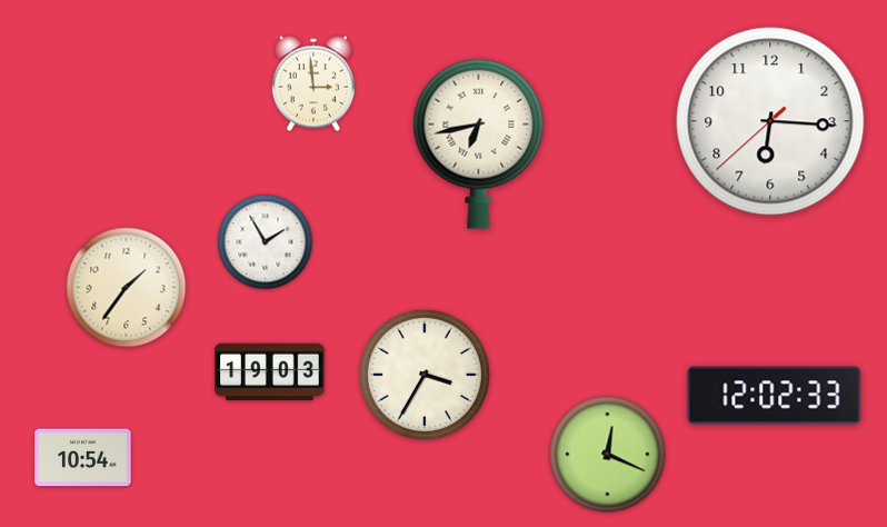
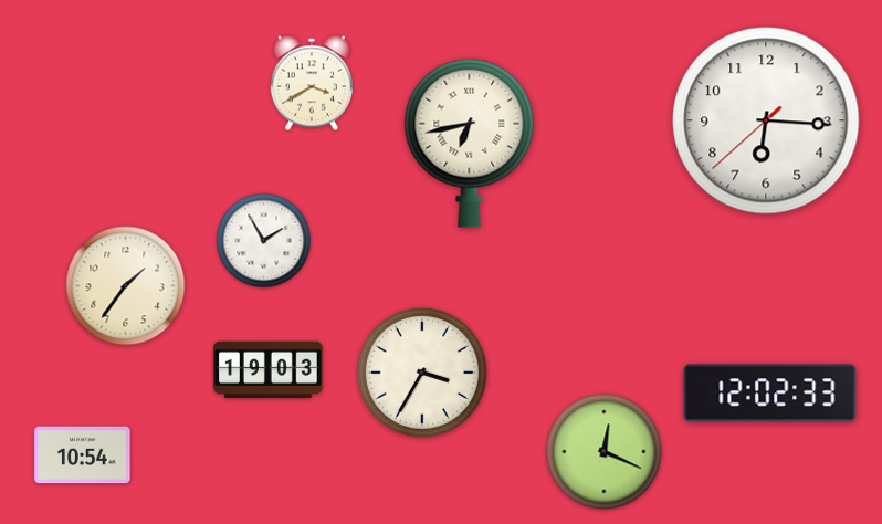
clock at (313, 83): 2:59 -> 3:40
clock at (479, 143) position: (479, 143) -> (470, 143)
